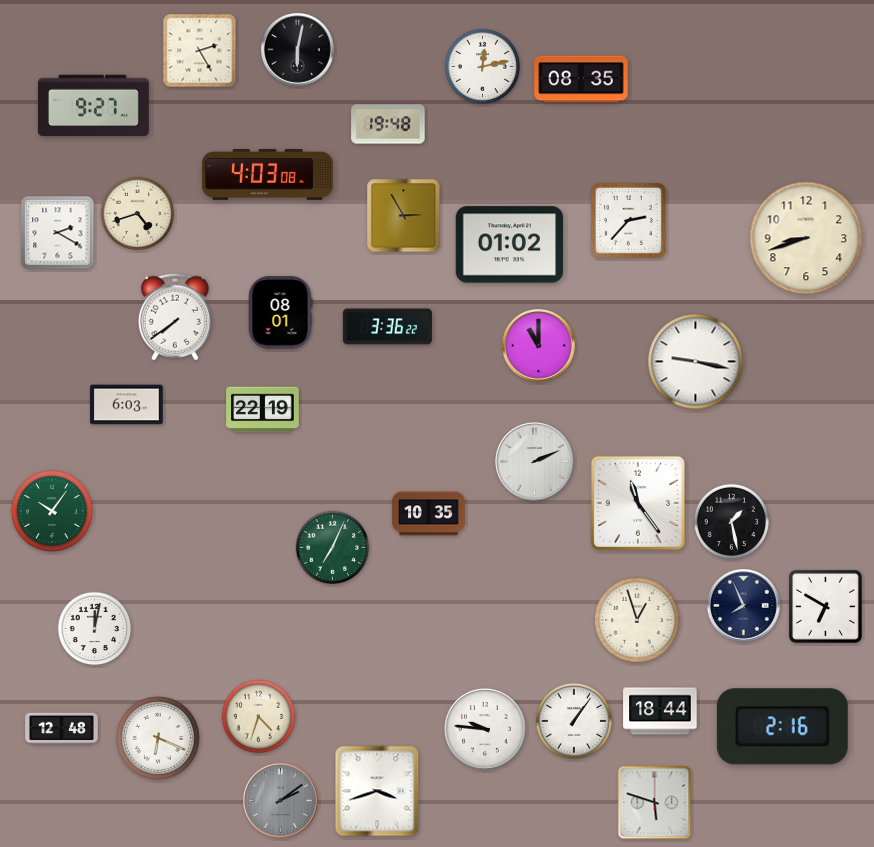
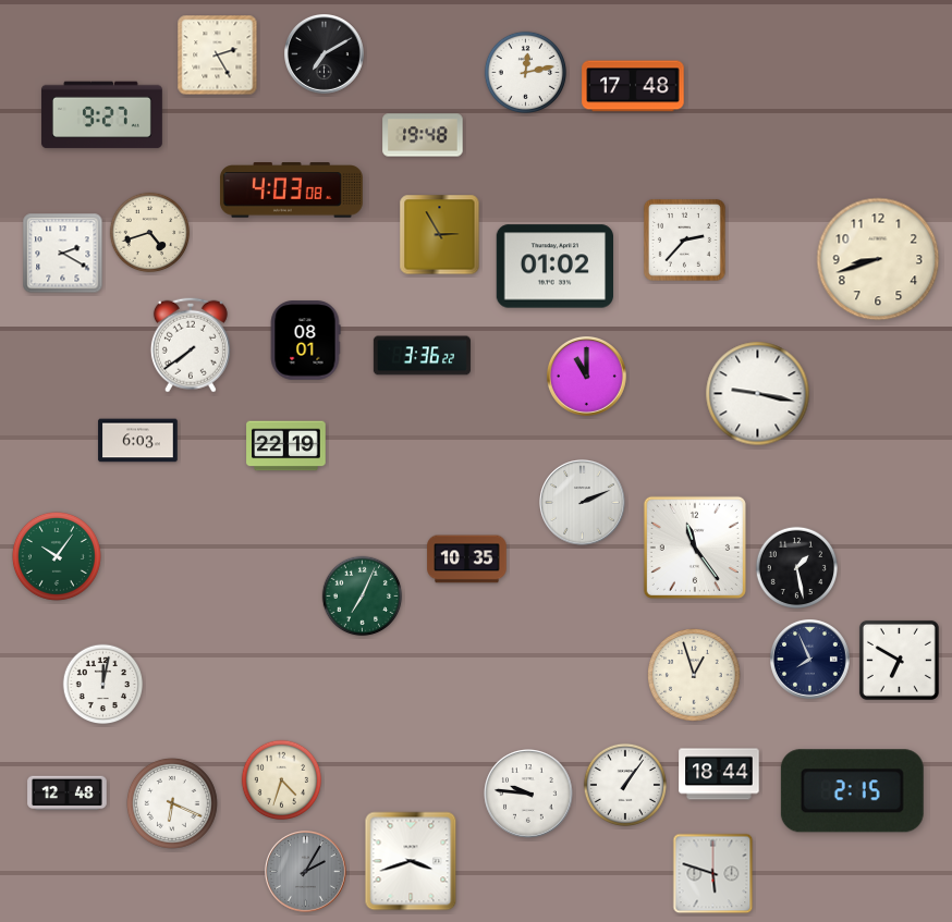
clock at (298, 50): 6:02 -> 7:10
clock at (581, 79): 08:35 -> 17:48
clock at (782, 727): 2:16 -> 2:15
clock at (281, 801): 2:09 -> 2:05
